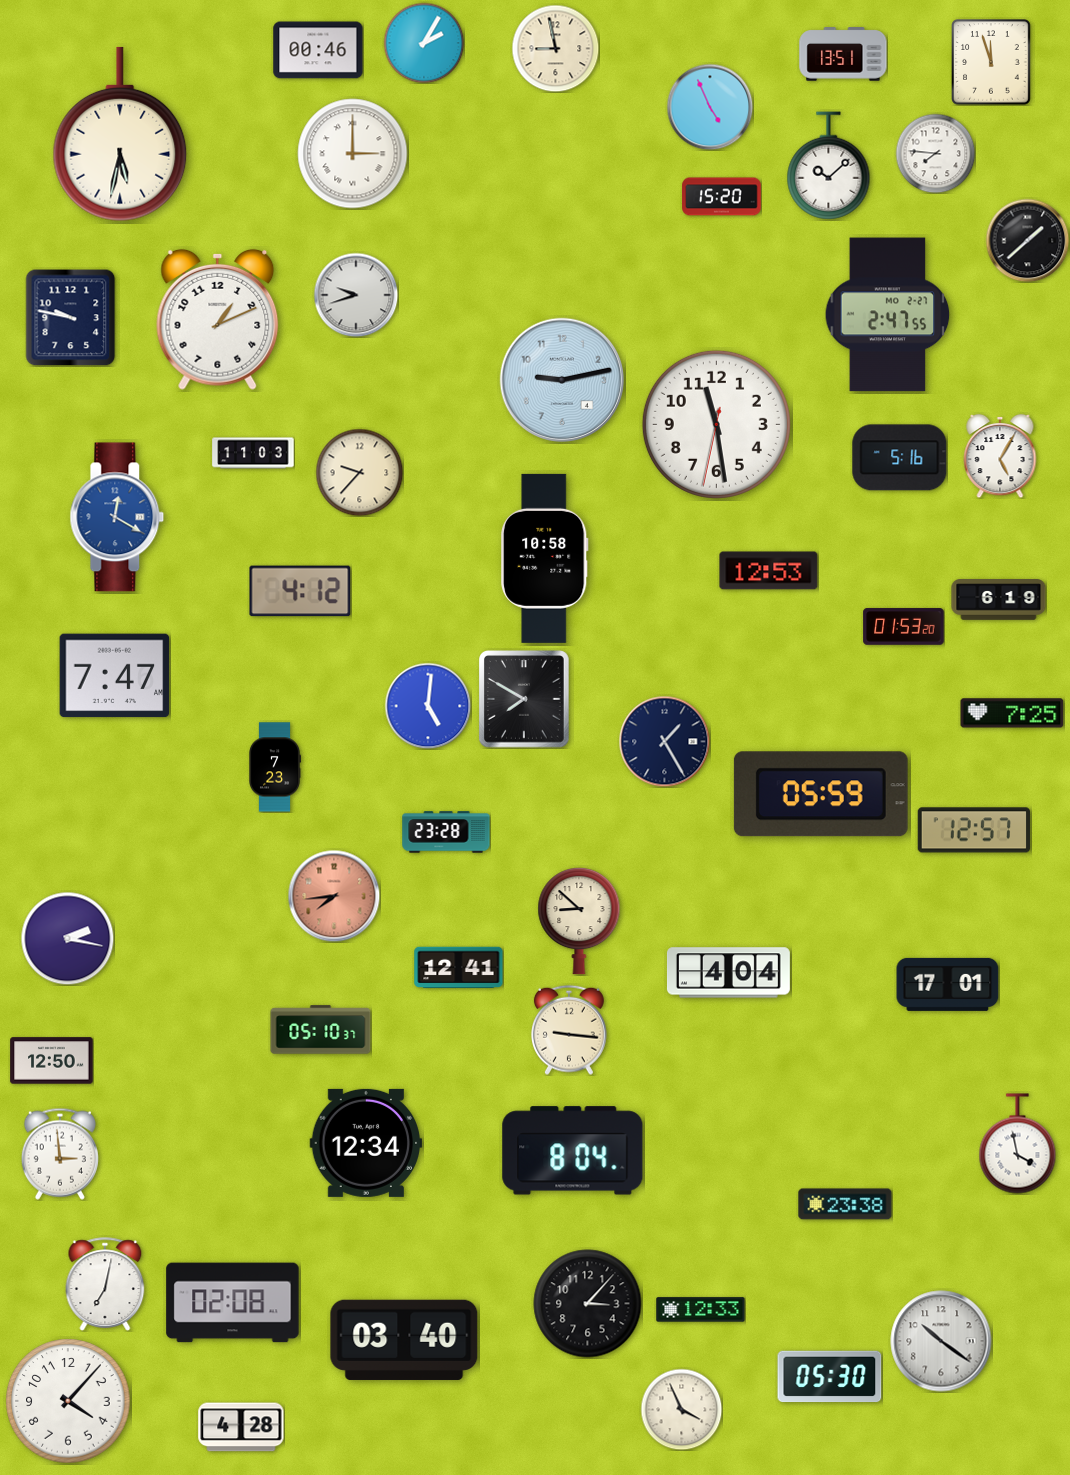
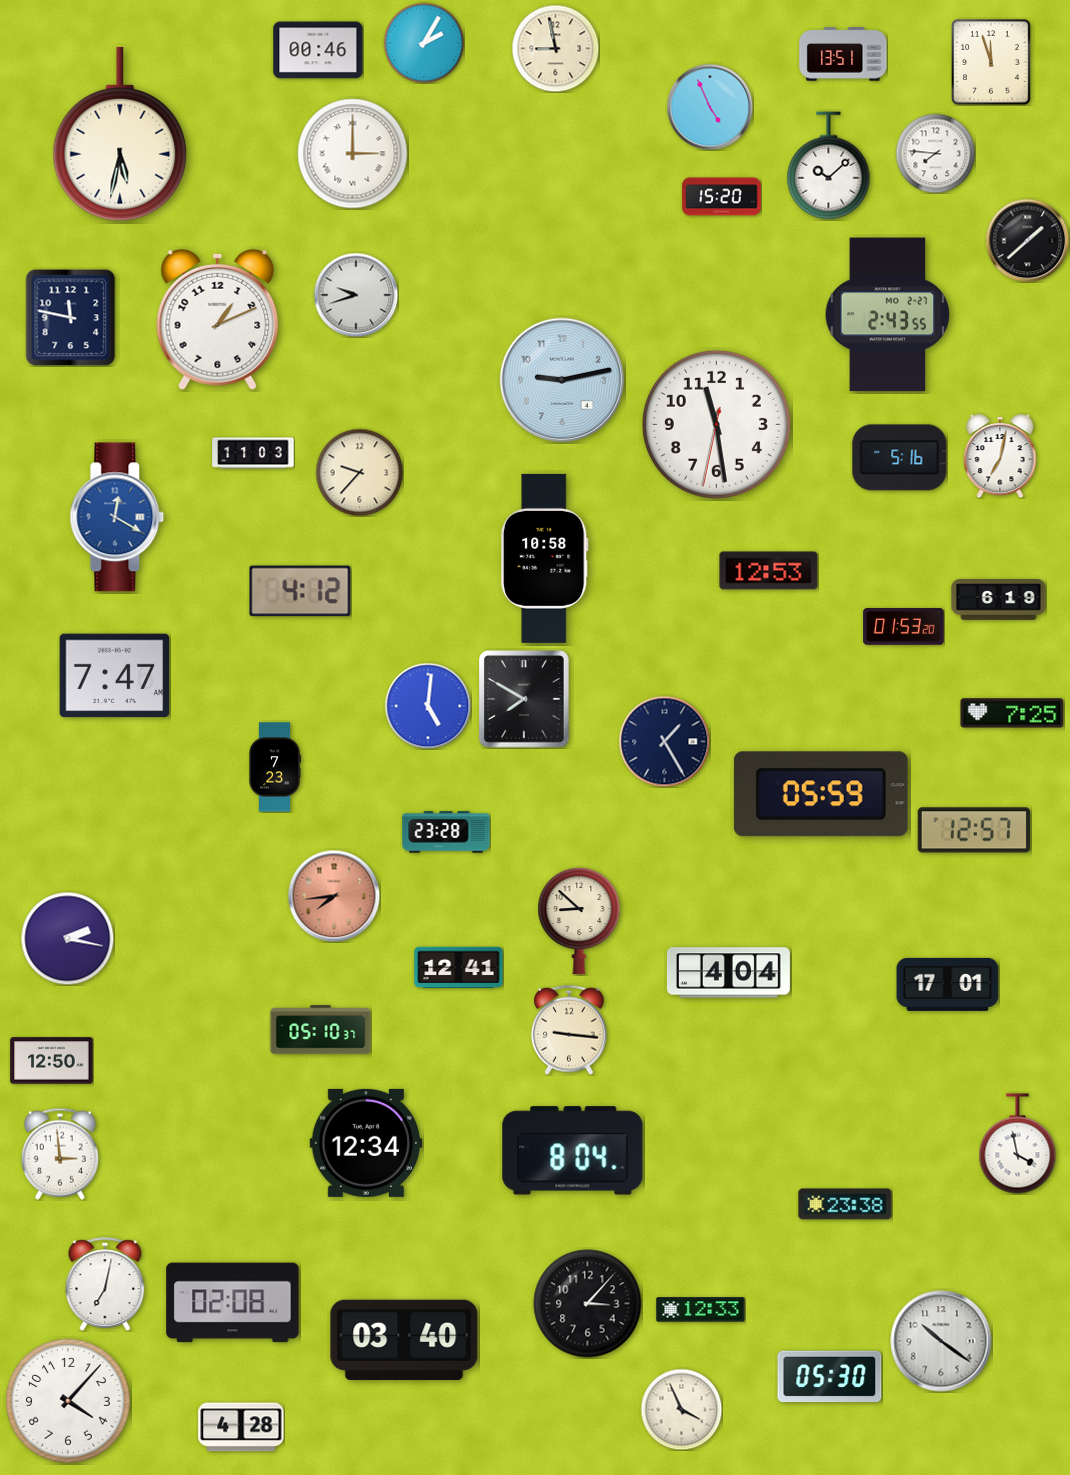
clock at (888, 315): 2:47 -> 2:43
clock at (71, 317): 9:47 -> 11:47
clock at (1000, 456): 5:05 -> 7:02
